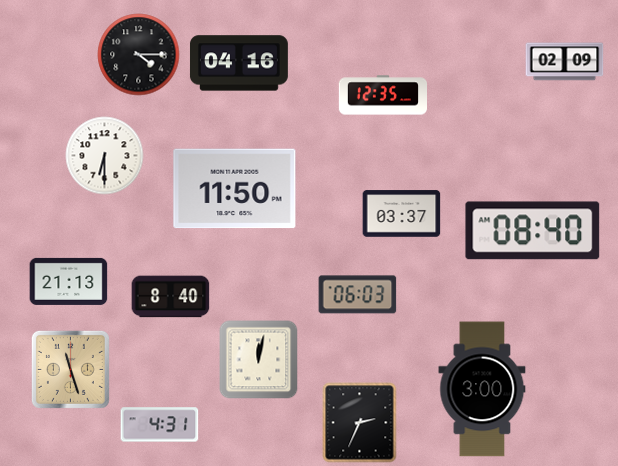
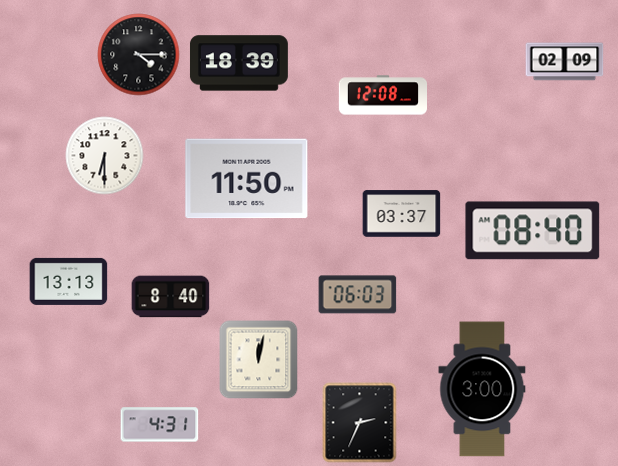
clock at (239, 63): 04:16 -> 18:39
clock at (382, 95): 12:35 -> 12:08
clock at (235, 189) position: (235, 189) -> (247, 179)
clock at (68, 281): 21:13 -> 13:13
clock at (70, 369): 11:27 -> none
